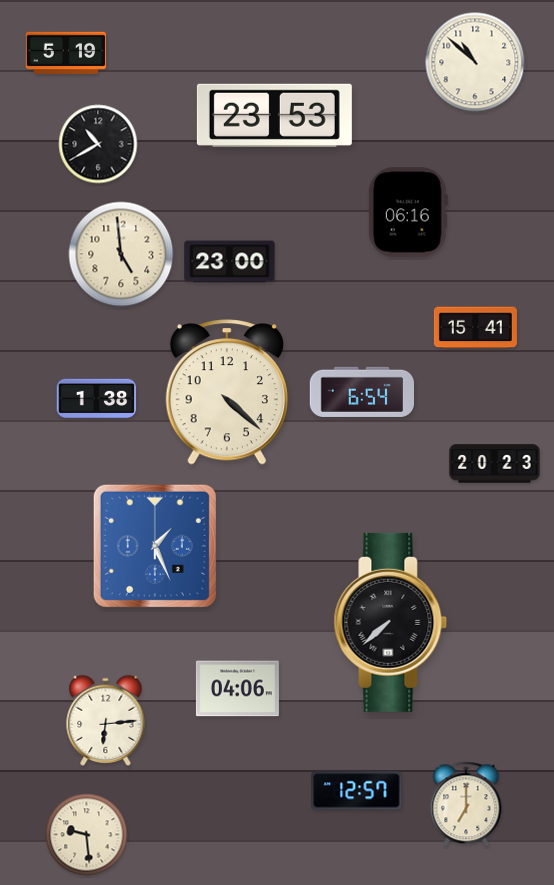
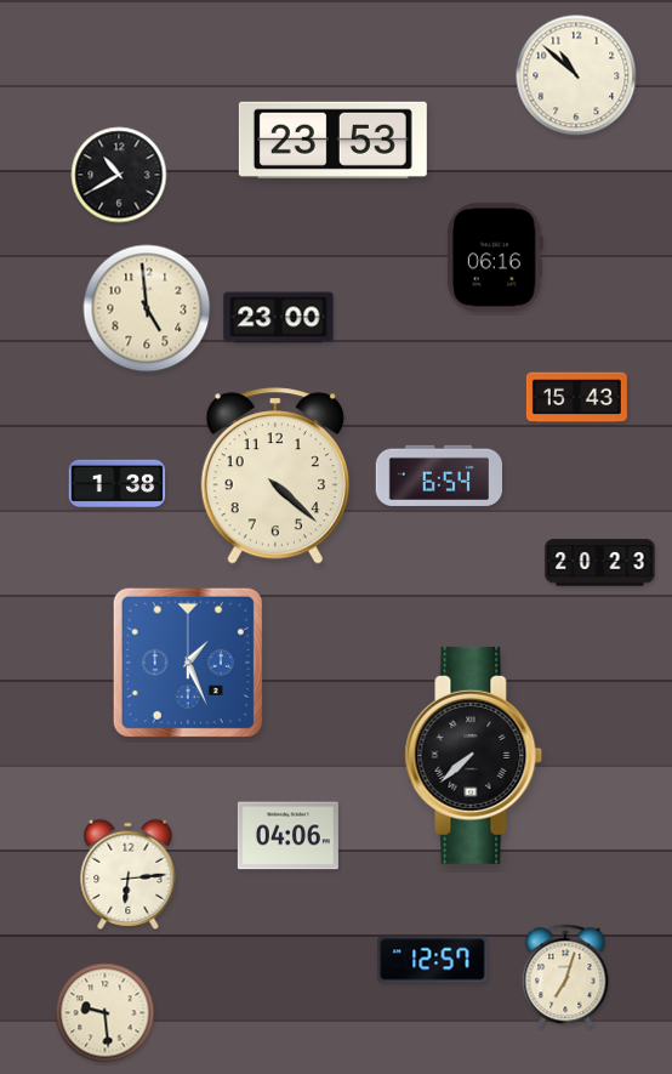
clock at (66, 52): 5:19 -> none
clock at (475, 328): 15:41 -> 15:43
clock at (466, 804): 7:00 -> 7:03
